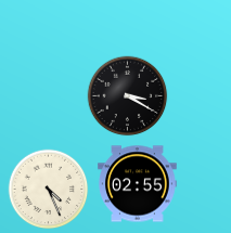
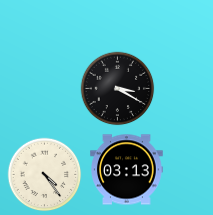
clock at (138, 184): 02:55 -> 03:13
clock at (49, 190): 4:26 -> 4:24
